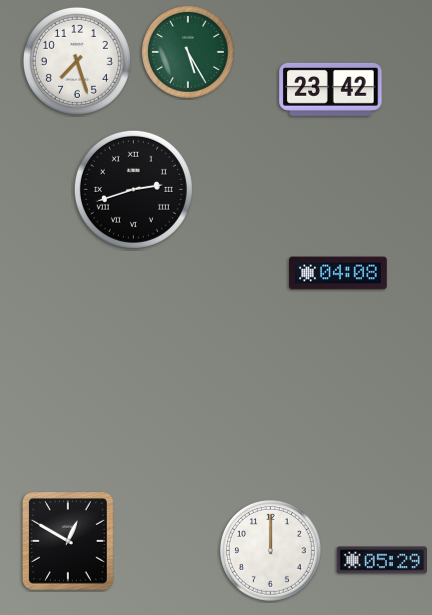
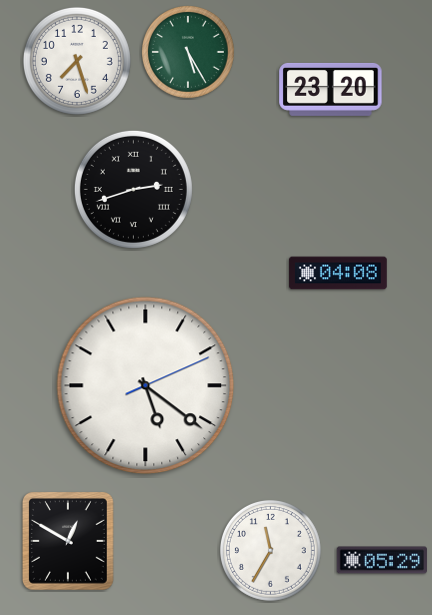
clock at (331, 89): 23:42 -> 23:20
clock at (146, 386): none -> 5:21
clock at (270, 550): 12:00 -> 11:35
